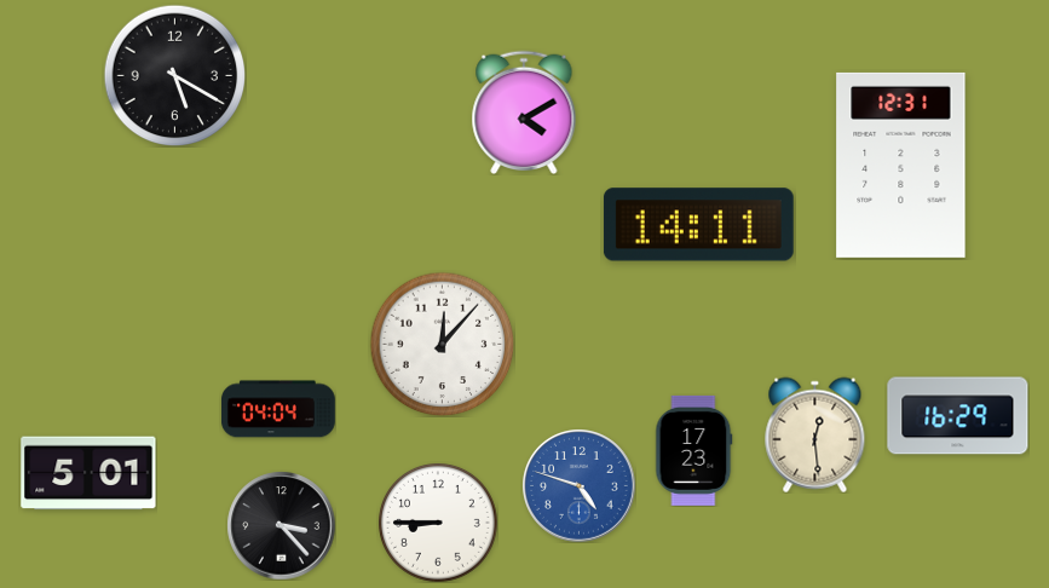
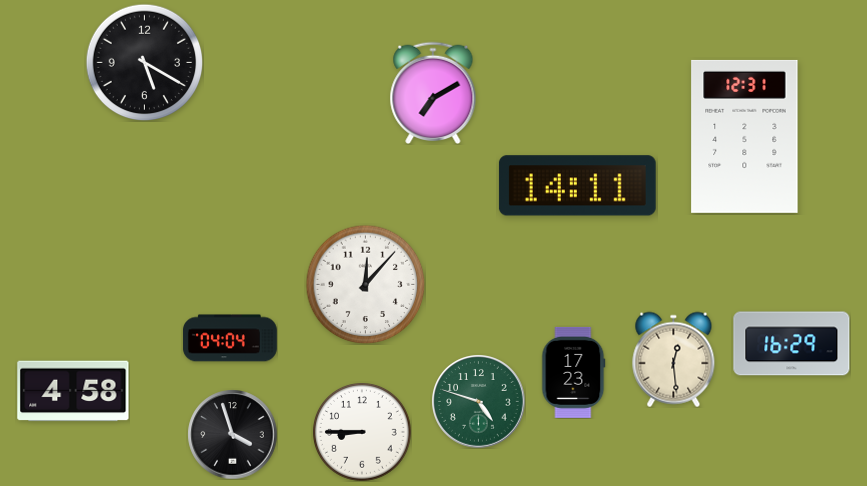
clock at (524, 111): 4:10 -> 7:10
clock at (88, 473): 5:01 -> 4:58
clock at (580, 486) dial: blue -> green
clock at (281, 525): 3:23 -> 3:57
